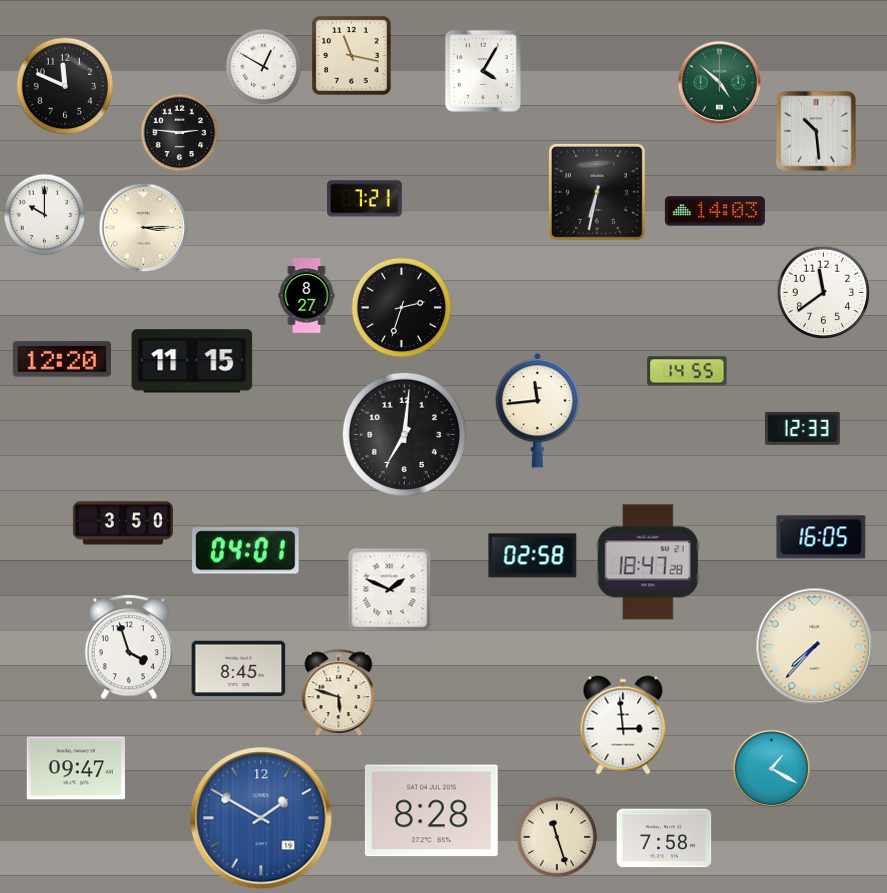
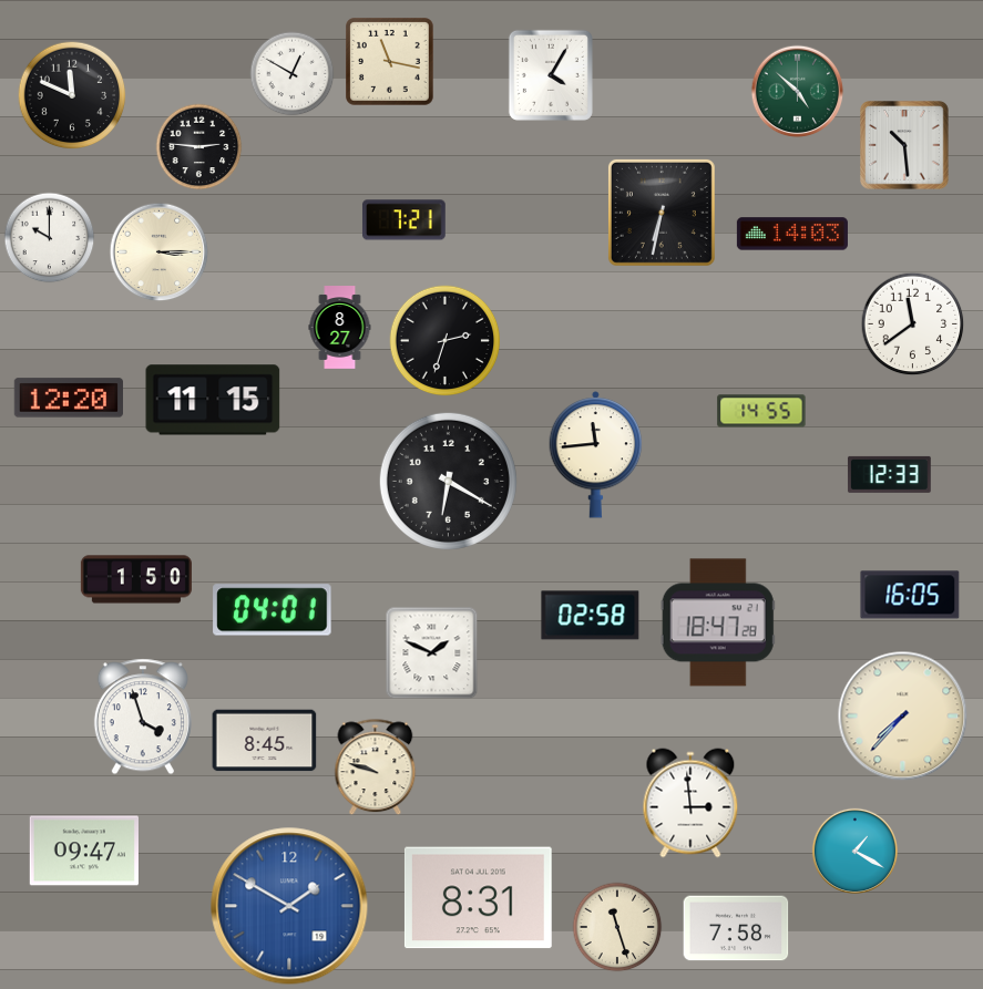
clock at (483, 71) position: (483, 71) -> (551, 75)
clock at (404, 434): 7:01 -> 6:20
clock at (123, 523): 3:50 -> 1:50
clock at (339, 693): 5:48 -> 9:48
clock at (431, 811): 8:28 -> 8:31
